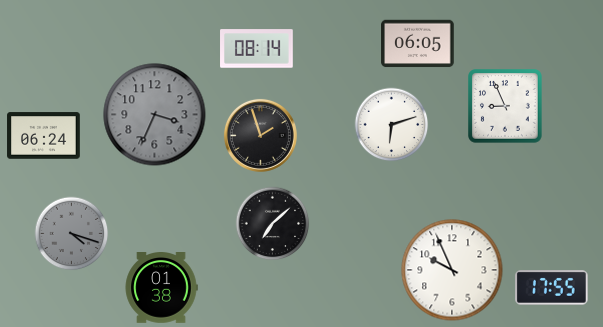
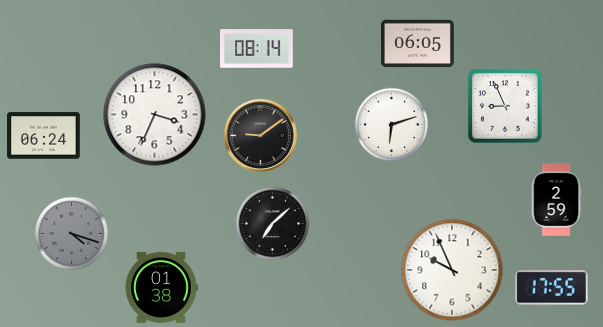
clock at (155, 115) dial: grey -> white
clock at (260, 135): 1:57 -> 9:09
clock at (556, 200): none -> 2:59
